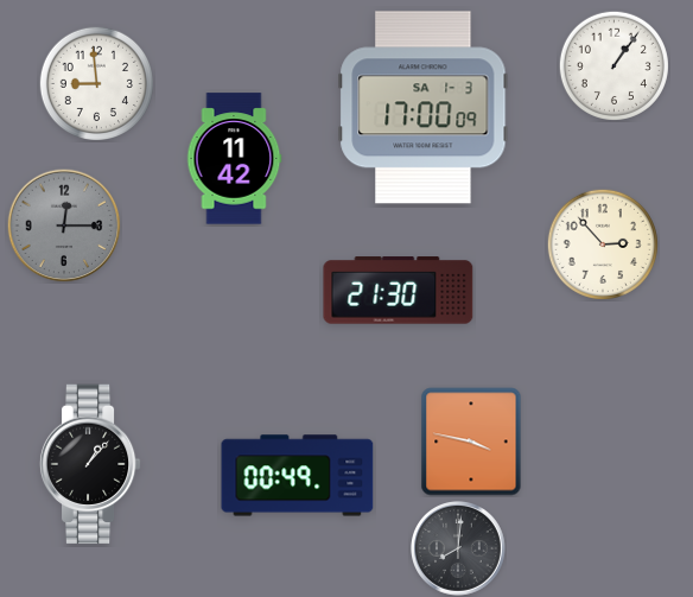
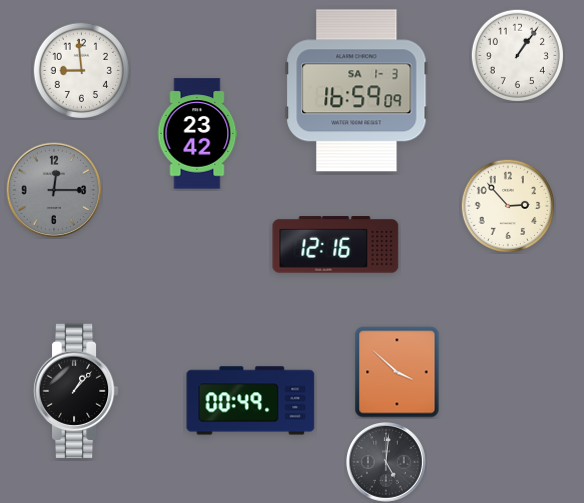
clock at (424, 108): 17:00 -> 16:59
clock at (234, 159): 11:42 -> 23:42
clock at (399, 291): 21:30 -> 12:16
clock at (471, 442): 3:47 -> 3:52
clock at (458, 548): 8:01 -> 5:01
